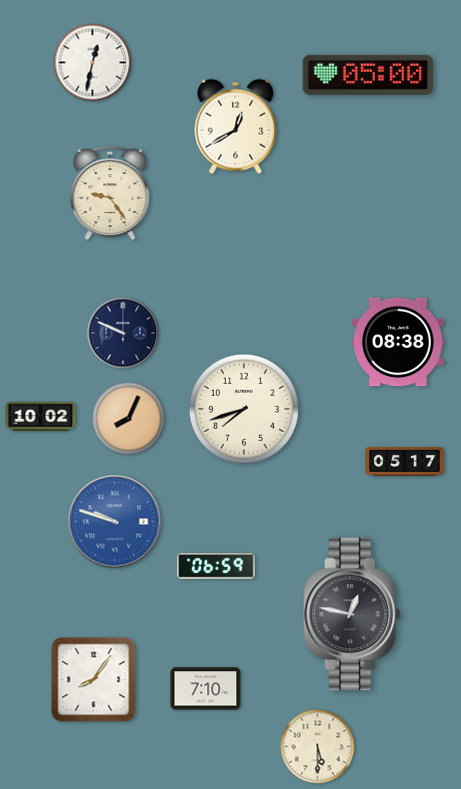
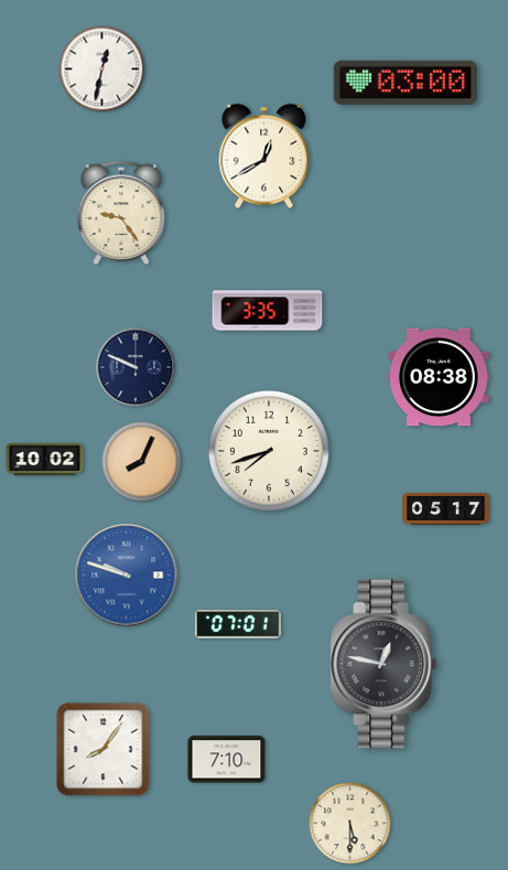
clock at (368, 75): 05:00 -> 03:00
clock at (236, 127) position: (236, 127) -> (264, 157)
clock at (268, 311): none -> 3:35
clock at (216, 567): 06:59 -> 07:01
clock at (352, 614) position: (352, 614) -> (383, 664)
